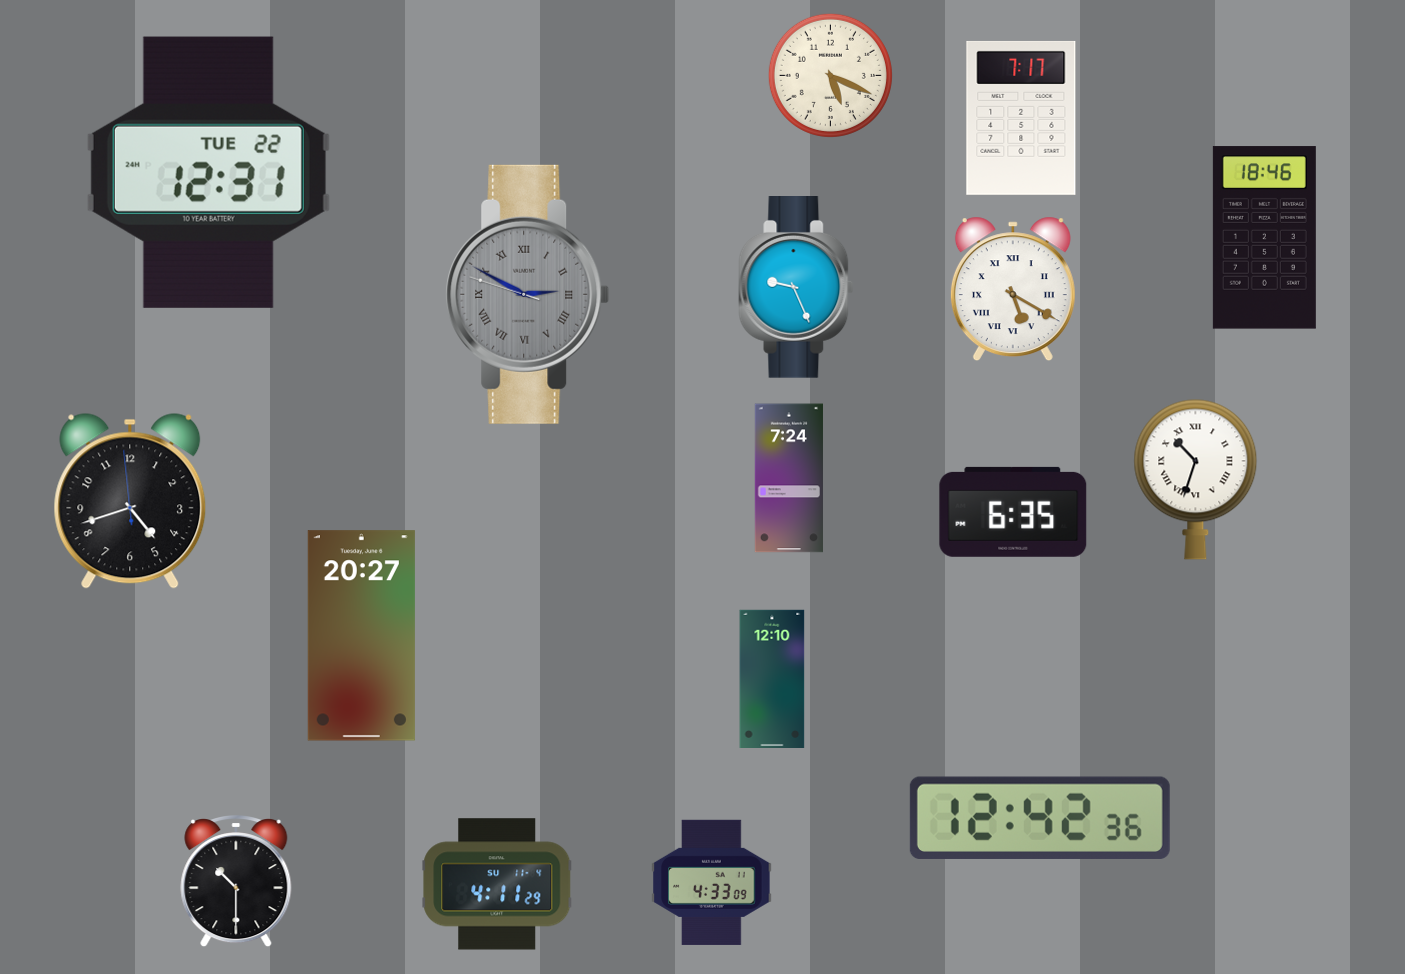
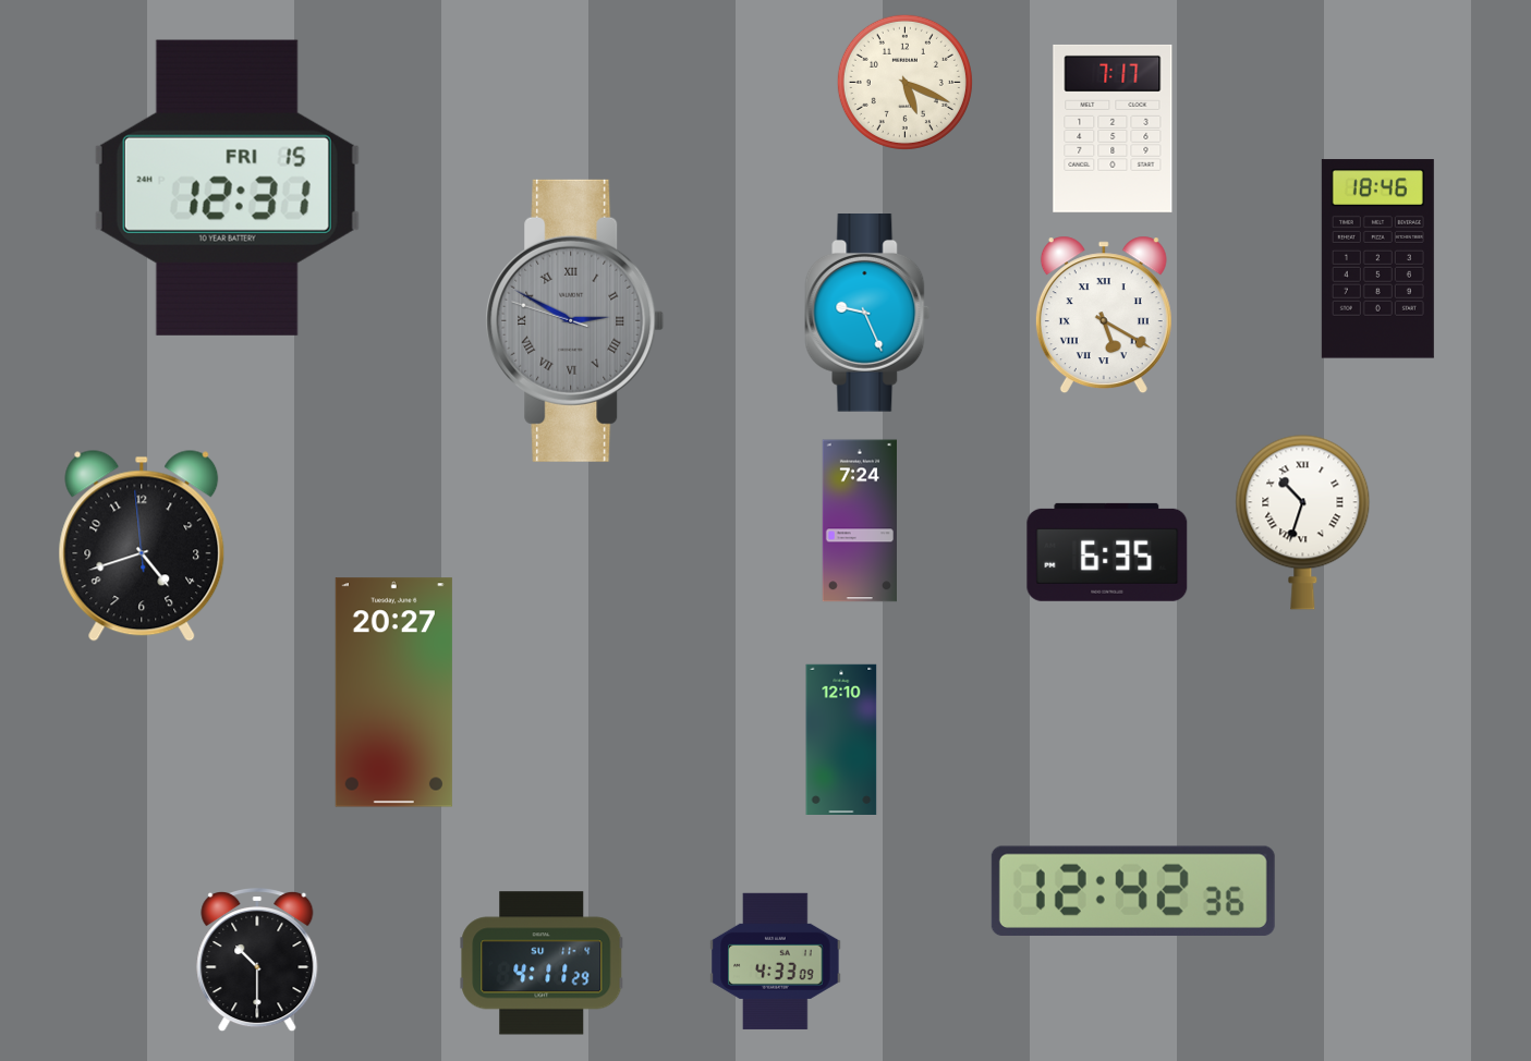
clock at (208, 172) date: TUE 22 -> FRI 15
clock at (1013, 512) position: (1013, 512) -> (1107, 552)
